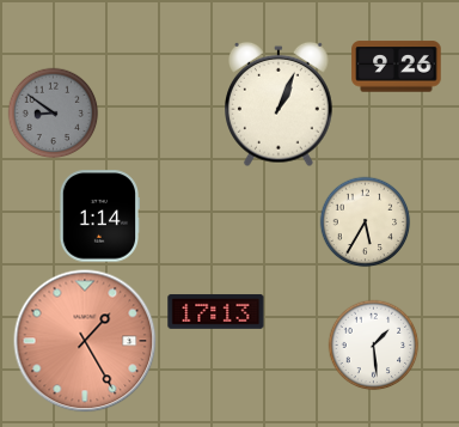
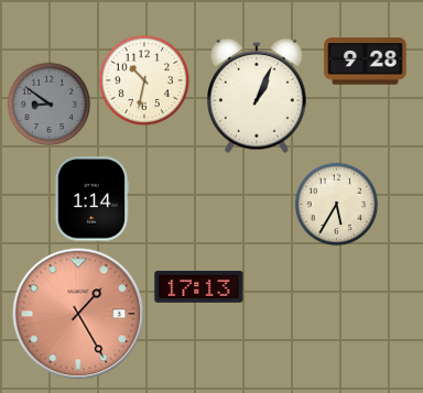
clock at (397, 67): 9:26 -> 9:28
clock at (144, 80): none -> 10:32
clock at (374, 346): 1:29 -> none
